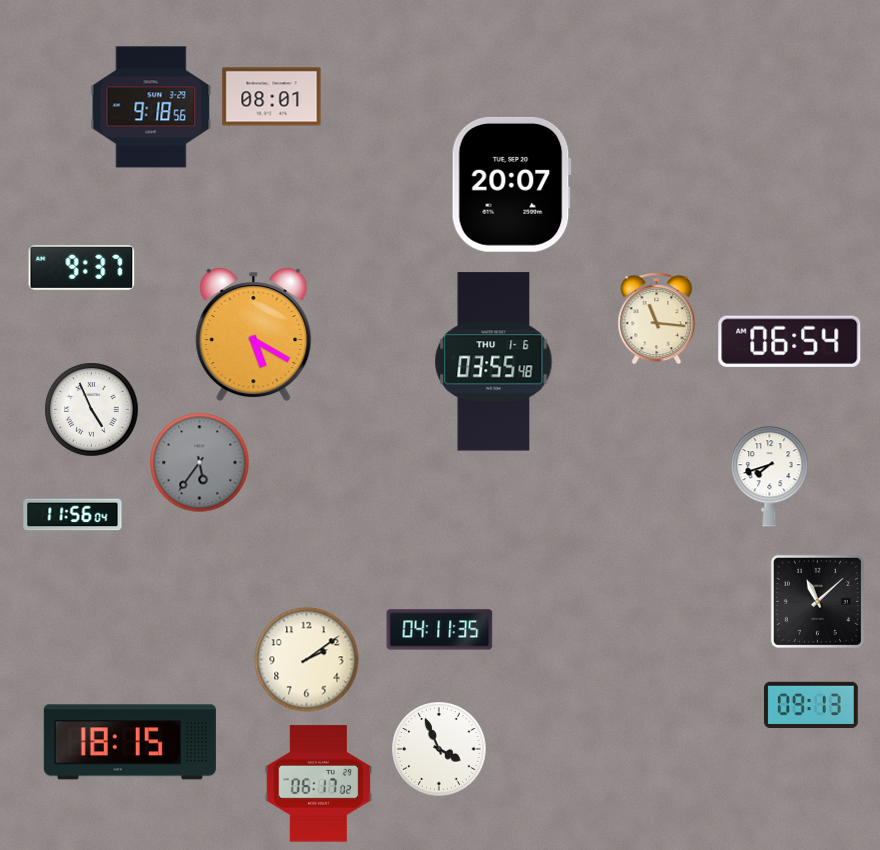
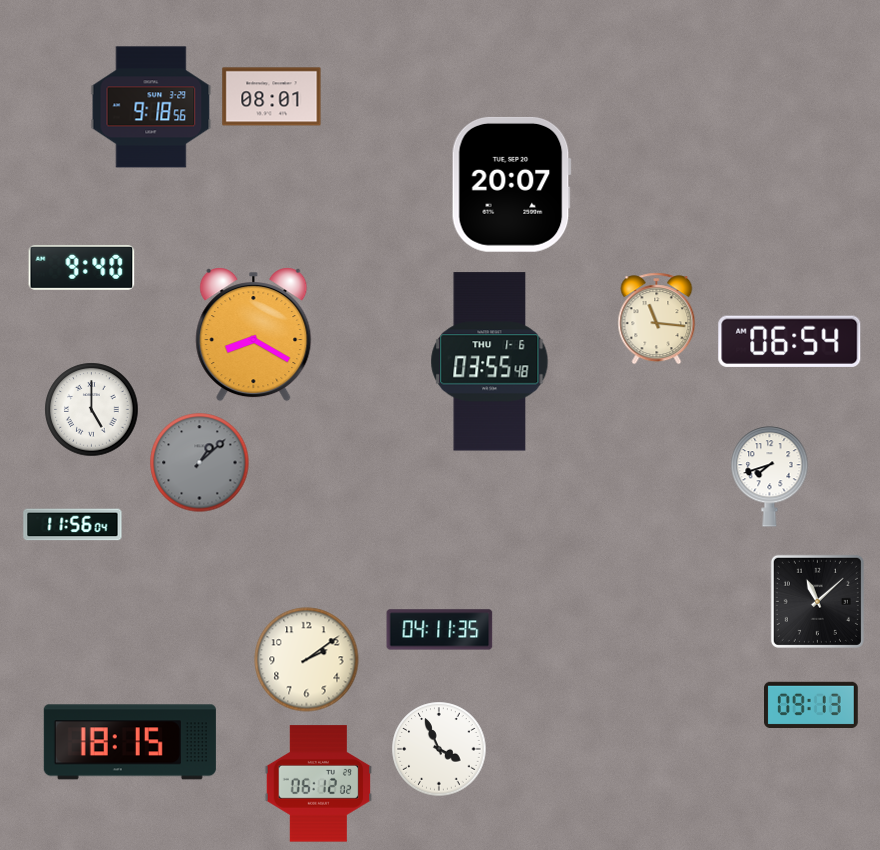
clock at (82, 267): 9:37 -> 9:40
clock at (254, 335): 5:20 -> 8:20
clock at (494, 362) position: (494, 362) -> (490, 362)
clock at (92, 410): 4:56 -> 5:00
clock at (200, 463): 5:36 -> 1:08
clock at (73, 515) position: (73, 515) -> (73, 525)
clock at (319, 784): 06:17 -> 06:12
